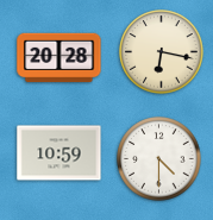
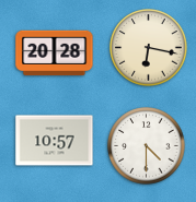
clock at (59, 153): 10:59 -> 10:57
